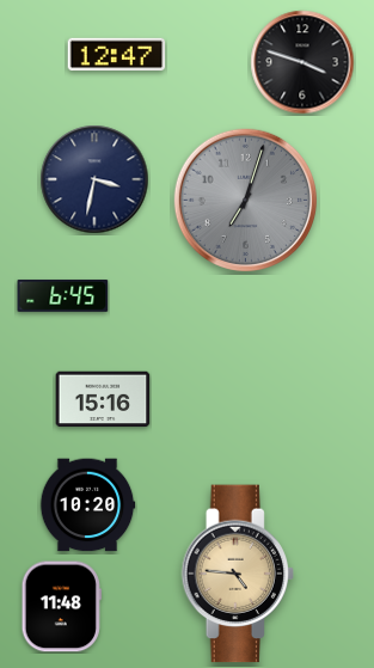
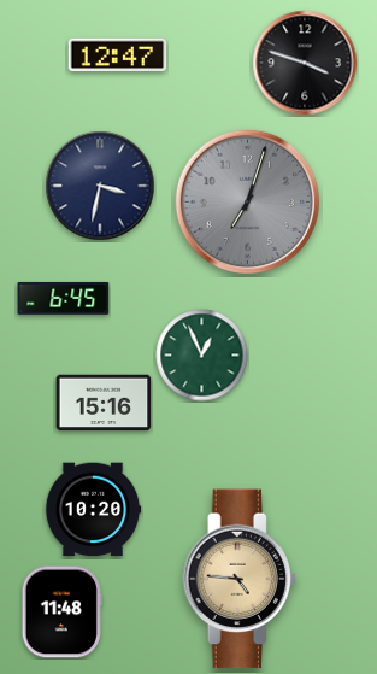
clock at (94, 179) position: (94, 179) -> (100, 186)
clock at (202, 356): none -> 12:56
clock at (87, 505) position: (87, 505) -> (93, 510)
